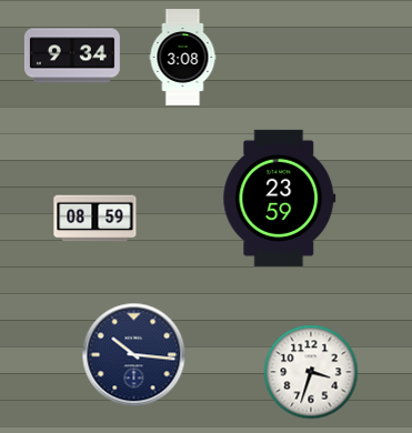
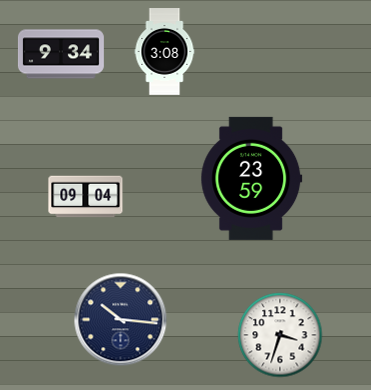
clock at (72, 56) position: (72, 56) -> (61, 54)
clock at (96, 219): 08:59 -> 09:04
